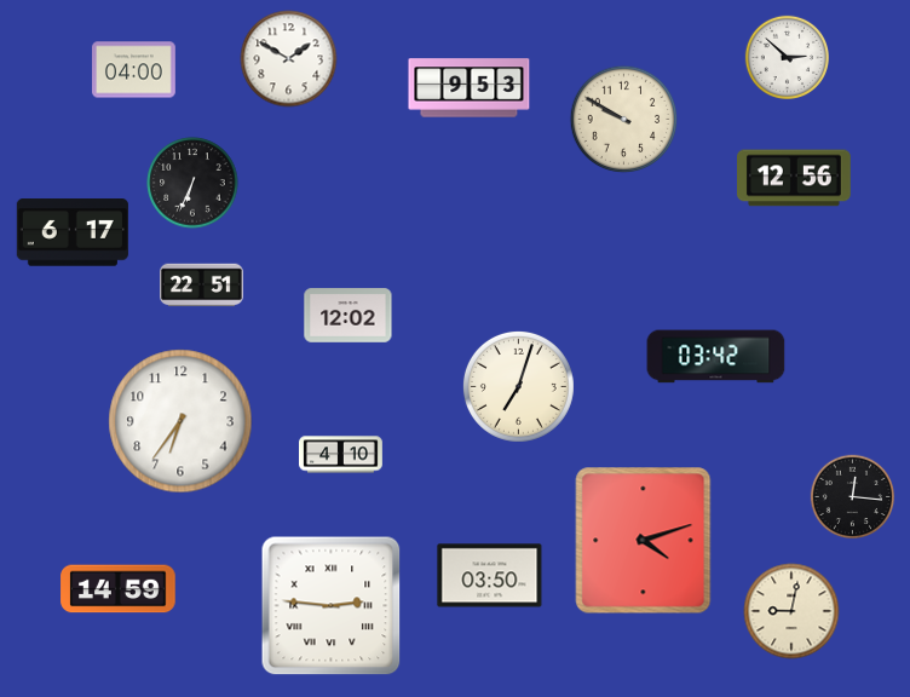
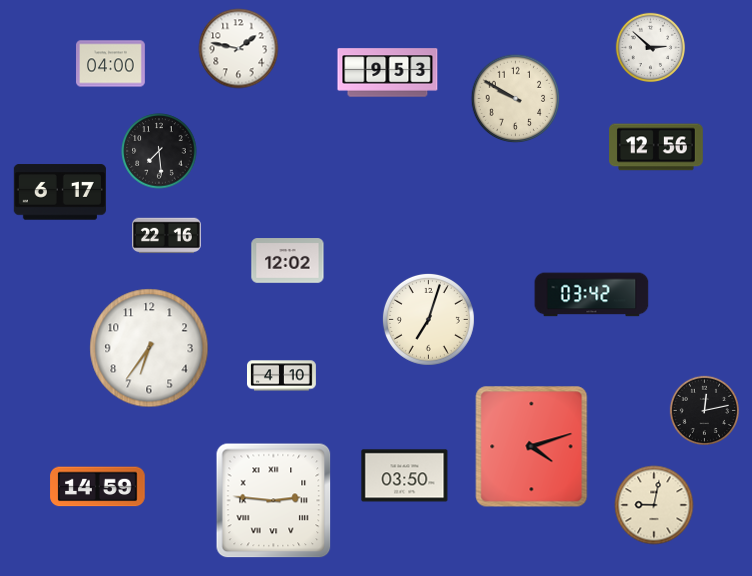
clock at (289, 59): 1:50 -> 1:47
clock at (134, 70) position: (134, 70) -> (111, 64)
clock at (192, 183): 6:34 -> 7:29
clock at (202, 286): 22:51 -> 22:16
clock at (852, 496): 12:16 -> 12:13
